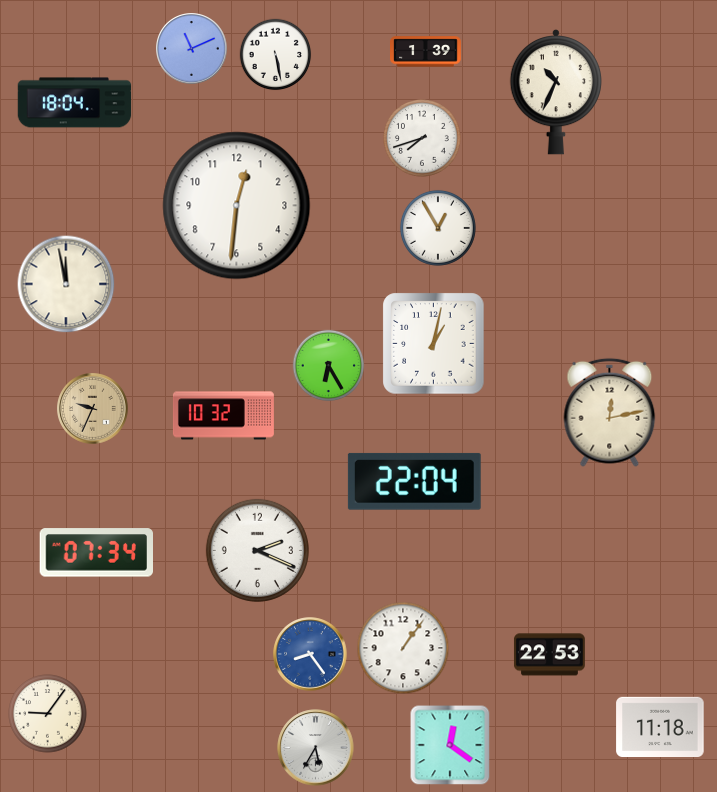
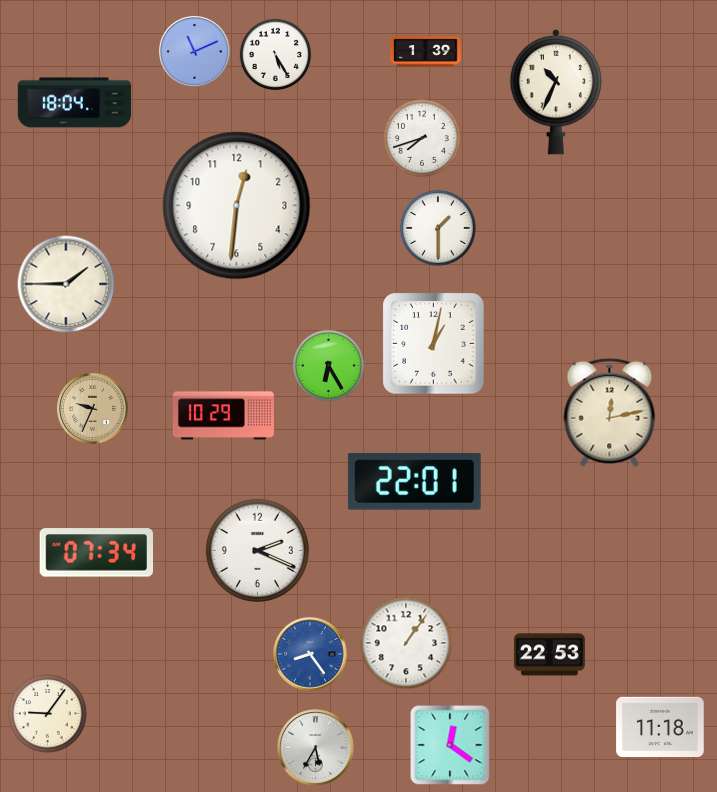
clock at (192, 49) position: (192, 49) -> (195, 52)
clock at (276, 55): 5:28 -> 5:25
clock at (438, 228): 12:55 -> 1:30
clock at (66, 284): 11:58 -> 1:45
clock at (223, 416): 10:32 -> 10:29
clock at (414, 481): 22:04 -> 22:01
clock at (403, 648) position: (403, 648) -> (406, 643)
